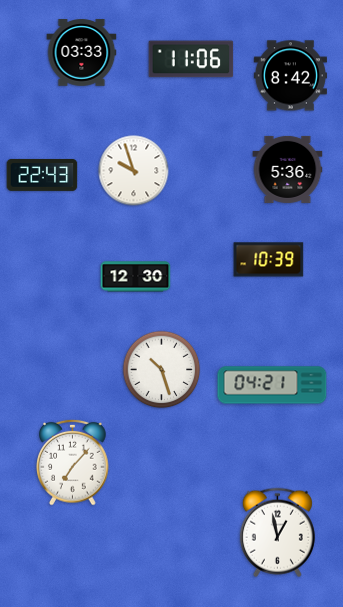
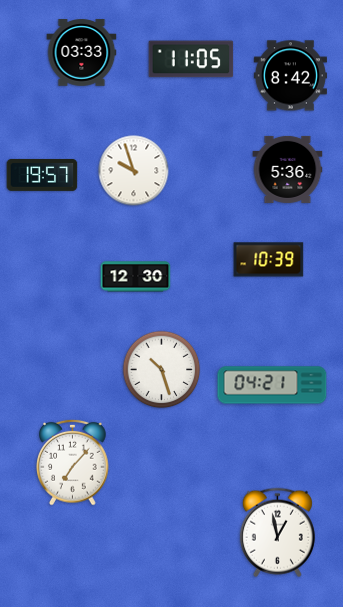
clock at (191, 59): 11:06 -> 11:05
clock at (42, 175): 22:43 -> 19:57
